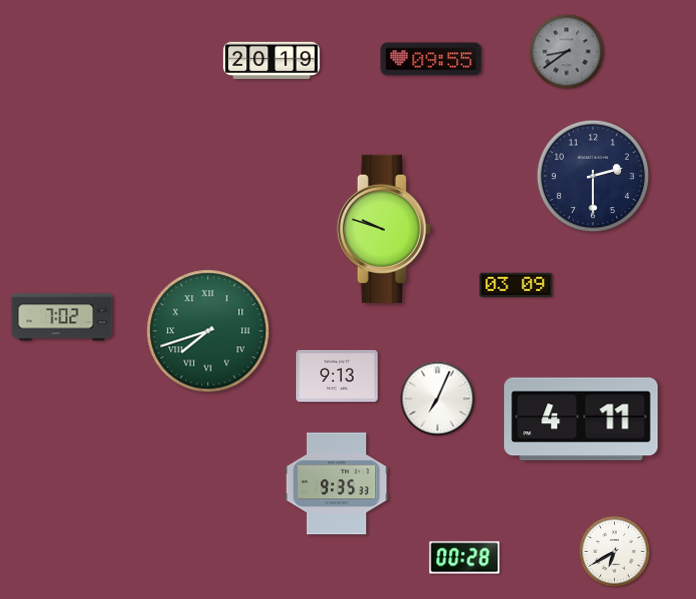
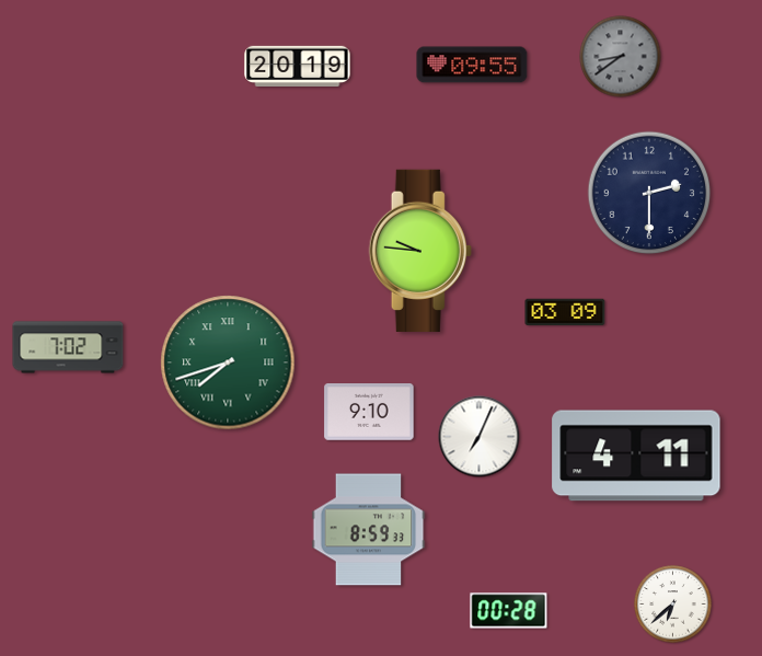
clock at (384, 229): 9:48 -> 9:46
clock at (337, 377): 9:13 -> 9:10
clock at (581, 419) position: (581, 419) -> (636, 456)
clock at (337, 484): 9:35 -> 8:59
clock at (615, 552): 6:40 -> 6:38
